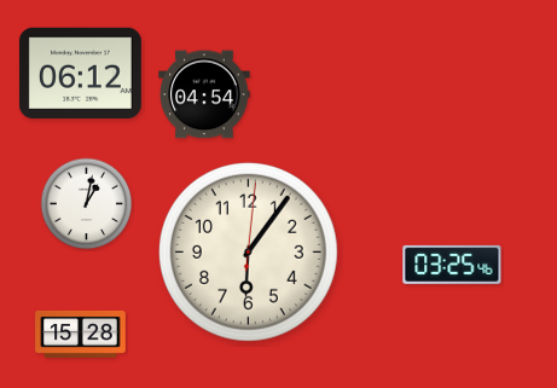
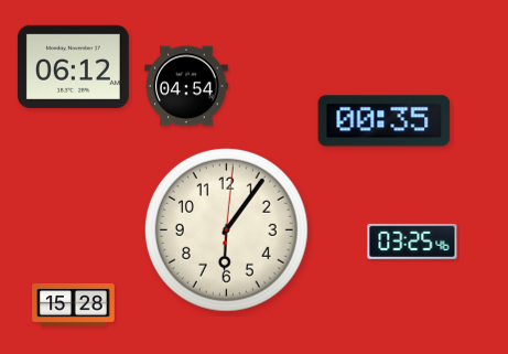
clock at (385, 121): none -> 00:35
clock at (87, 204): 1:02 -> none
